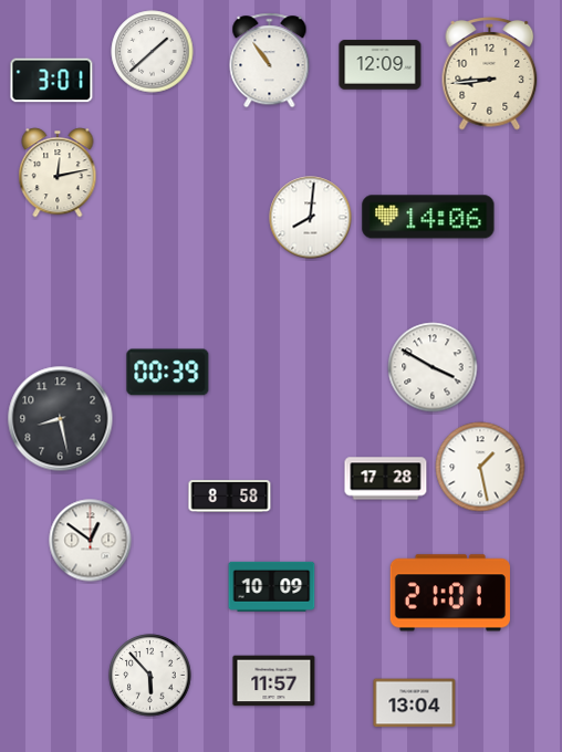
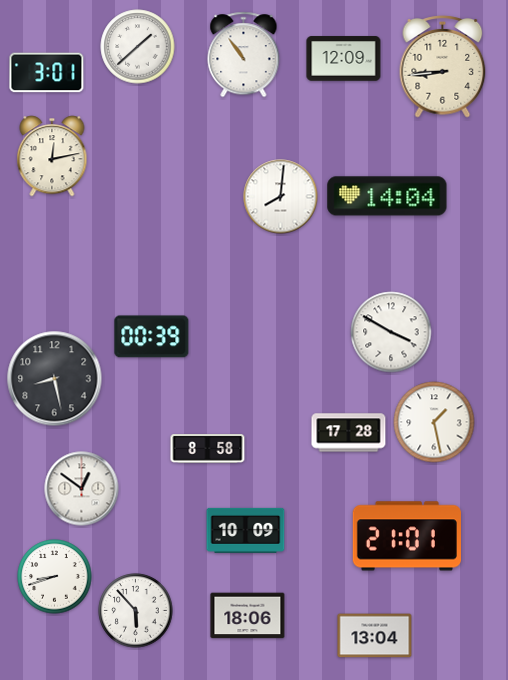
clock at (428, 217): 14:06 -> 14:04
clock at (55, 577): none -> 8:42
clock at (274, 681): 11:57 -> 18:06
